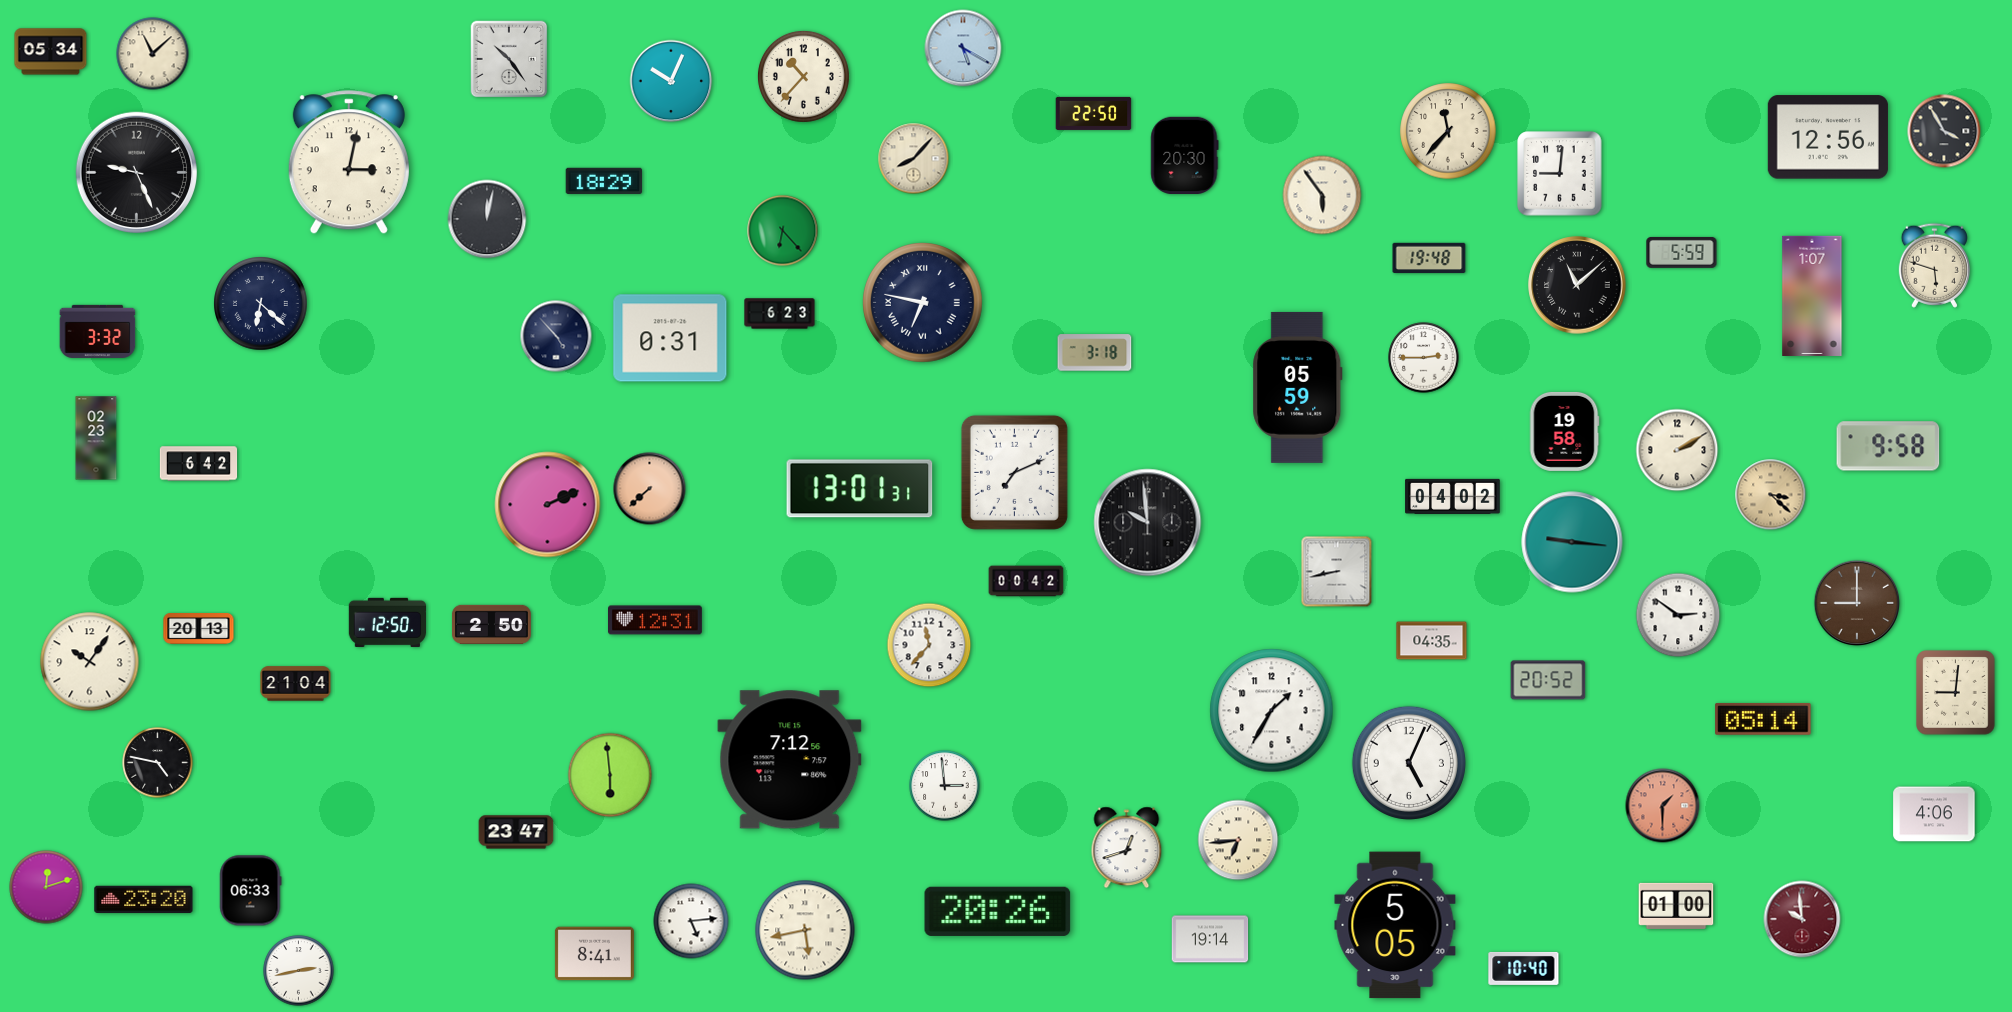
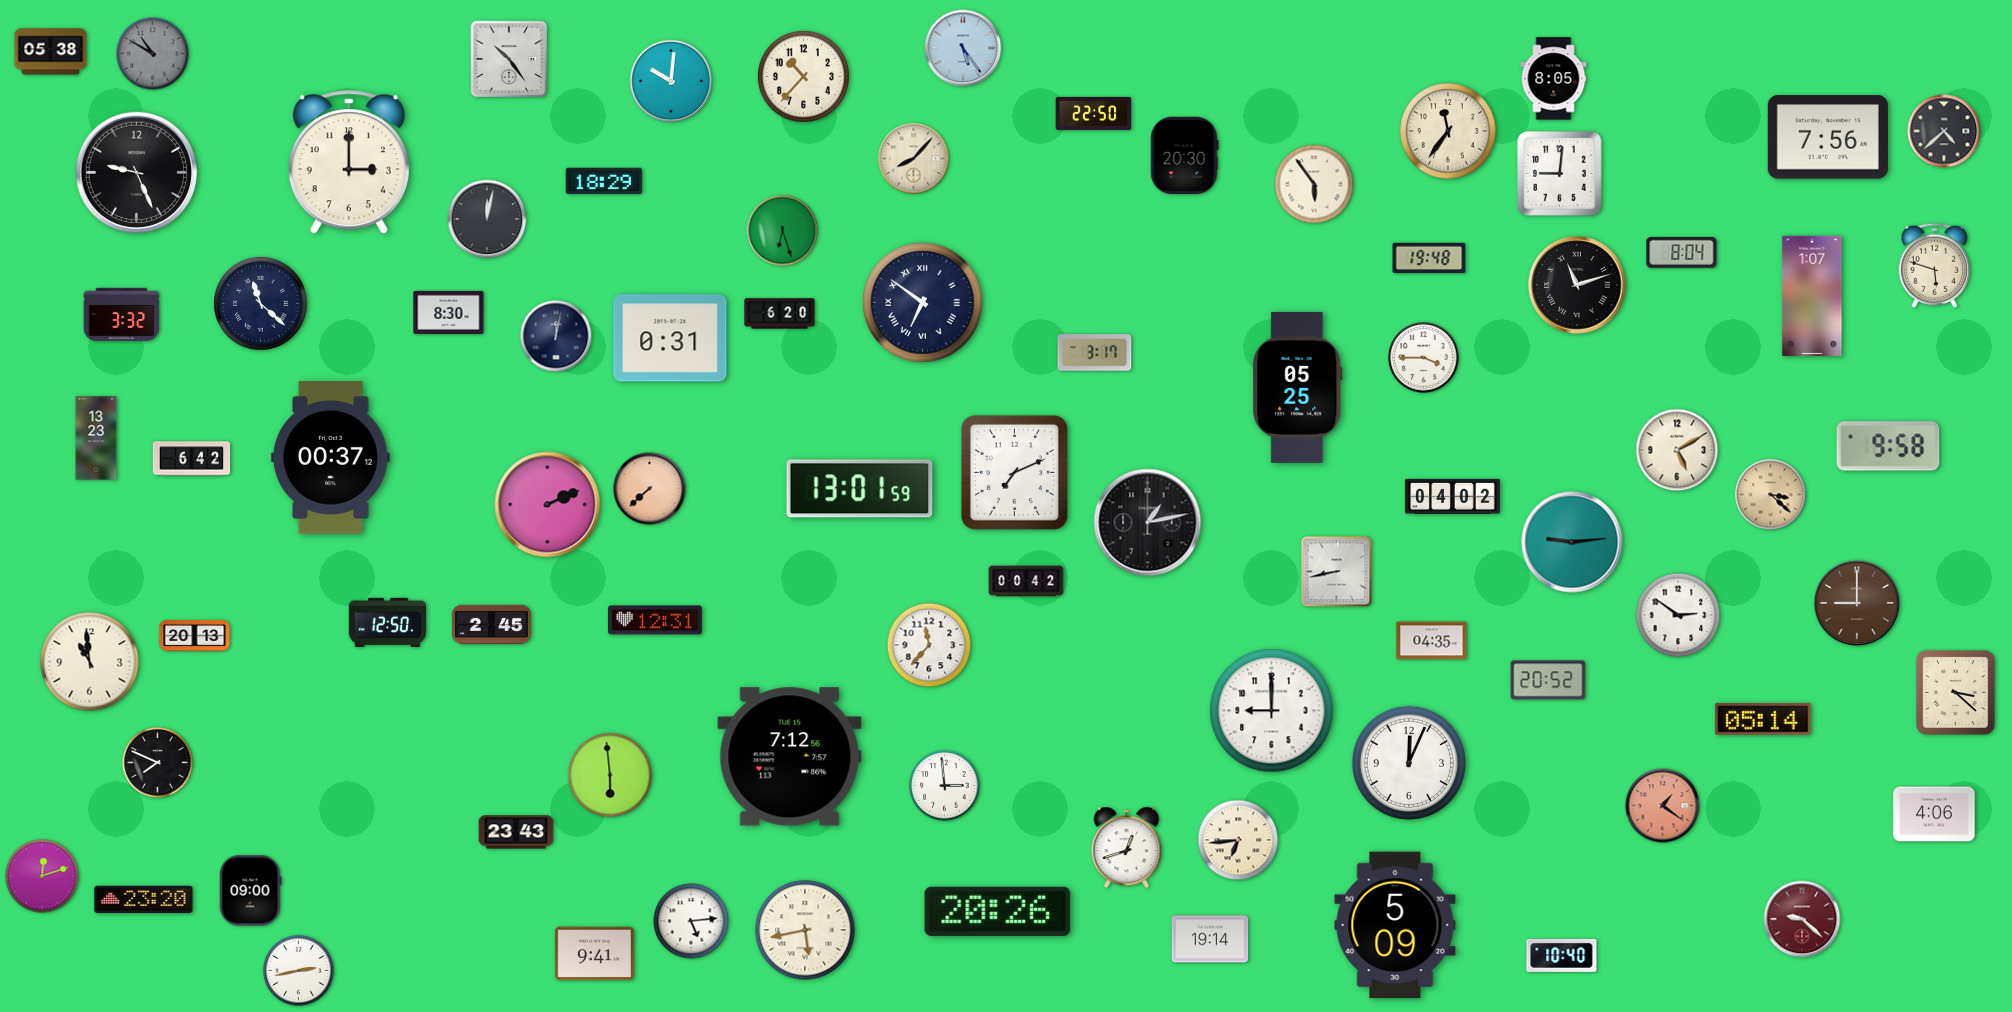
clock at (963, 48): 5:20 -> 5:24
clock at (51, 52): 05:34 -> 05:38
clock at (153, 54): 11:08 -> 10:50
clock at (153, 54) dial: cream -> grey
clock at (1554, 79): none -> 8:05
clock at (671, 81): 10:04 -> 10:01
clock at (1448, 131): 11:37 -> 11:36
clock at (1944, 131): 3:55 -> 4:38
clock at (1828, 137): 12:56 -> 7:56
clock at (349, 163): 3:02 -> 3:00
clock at (1322, 195) position: (1322, 195) -> (1314, 184)
clock at (783, 231): 6:23 -> 6:27
clock at (1682, 252): 5:59 -> 8:04
clock at (1577, 285): 11:08 -> 11:12
clock at (923, 303): 6:47 -> 6:51
clock at (261, 304): 6:22 -> 11:22
clock at (449, 312): none -> 8:30
clock at (780, 314): 6:23 -> 6:20
clock at (98, 331) position: (98, 331) -> (122, 314)
clock at (556, 336): 4:53 -> 12:02
clock at (1095, 353): 3:18 -> 3:17
clock at (1424, 358): 2:45 -> 3:45
clock at (1298, 387): 05:59 -> 05:25
clock at (1564, 431): 19:58 -> none
clock at (96, 438): 02:23 -> 13:23
clock at (1677, 450): 2:10 -> 5:10
clock at (330, 458): none -> 00:37
clock at (199, 464) position: (199, 464) -> (192, 459)
clock at (860, 489): 13:01:31 -> 13:01:59
clock at (1148, 523): 9:59 -> 1:13
clock at (1572, 542): 9:16 -> 9:14
clock at (491, 624): 2:50 -> 2:45
clock at (199, 629) position: (199, 629) -> (195, 636)
clock at (90, 662): 10:06 -> 10:59
clock at (296, 684): 21:04 -> none
clock at (1956, 693): 9:01 -> 3:22
clock at (1272, 711): 1:35 -> 9:00
clock at (790, 760) position: (790, 760) -> (790, 757)
clock at (158, 763): 4:47 -> 7:49
clock at (1409, 763): 5:04 -> 12:04
clock at (1663, 806): 1:30 -> 1:21
clock at (516, 832): 23:47 -> 23:43
clock at (46, 887) position: (46, 887) -> (42, 876)
clock at (251, 891): 06:33 -> 09:00
clock at (1676, 906): 01:00 -> none
clock at (1802, 919): 9:59 -> 9:22
clock at (1395, 925): 5:05 -> 5:09
clock at (594, 954): 8:41 -> 9:41
clock at (1524, 968) position: (1524, 968) -> (1562, 955)
